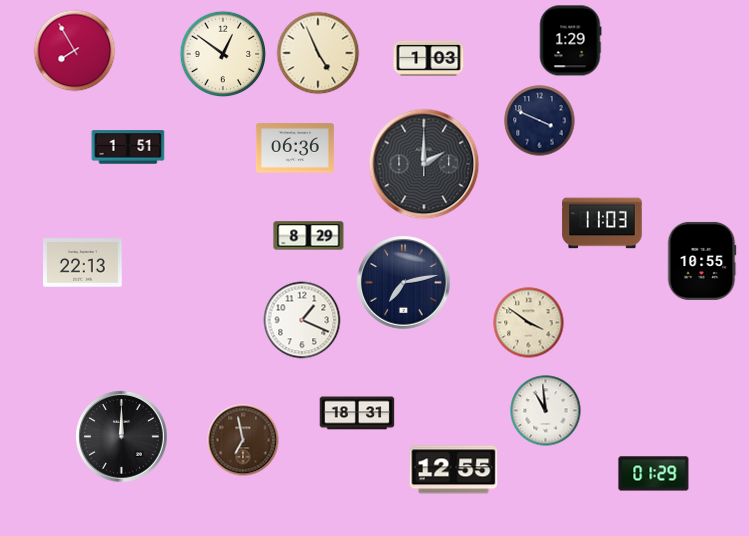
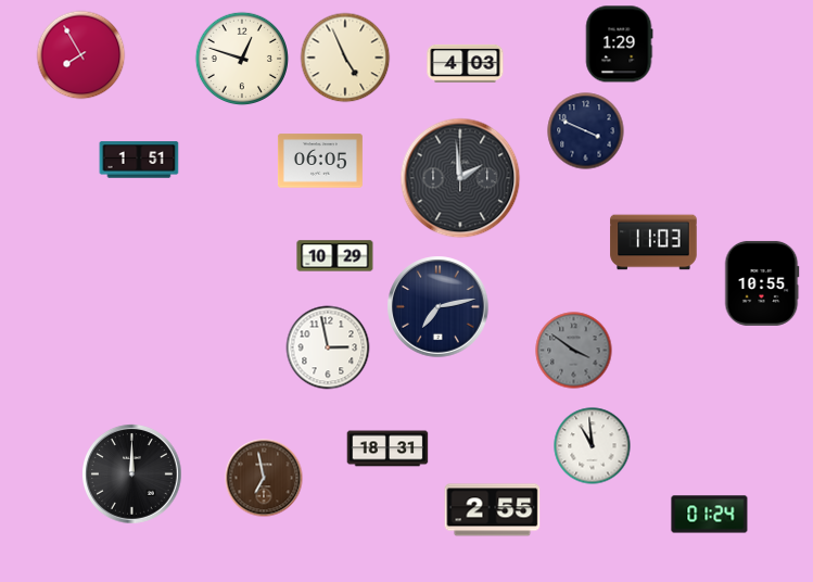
clock at (223, 54): 12:51 -> 12:48
clock at (429, 58): 1:03 -> 4:03
clock at (295, 148): 06:36 -> 06:05
clock at (424, 164): 2:00 -> 1:59
clock at (309, 236): 8:29 -> 10:29
clock at (83, 263): 22:13 -> none
clock at (302, 320): 1:19 -> 2:58
clock at (529, 323) dial: cream -> grey
clock at (454, 470): 12:55 -> 2:55
clock at (654, 474): 01:29 -> 01:24
